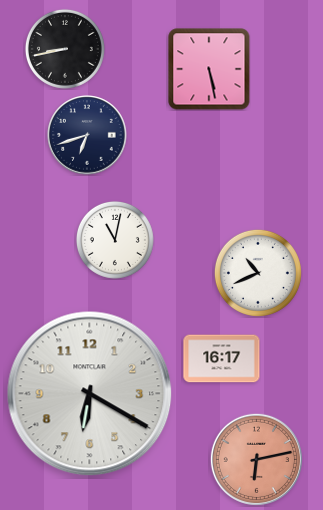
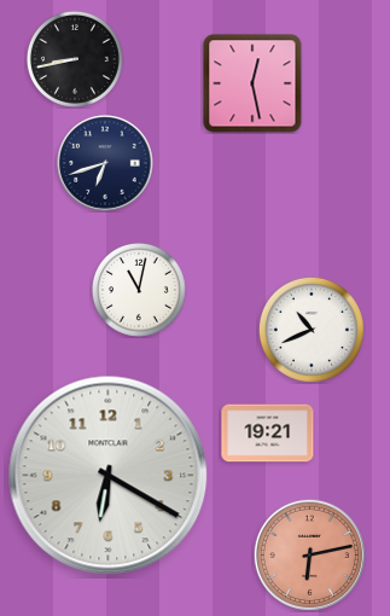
clock at (65, 49) position: (65, 49) -> (75, 59)
clock at (209, 69): 5:28 -> 12:28
clock at (222, 359): 16:17 -> 19:21
